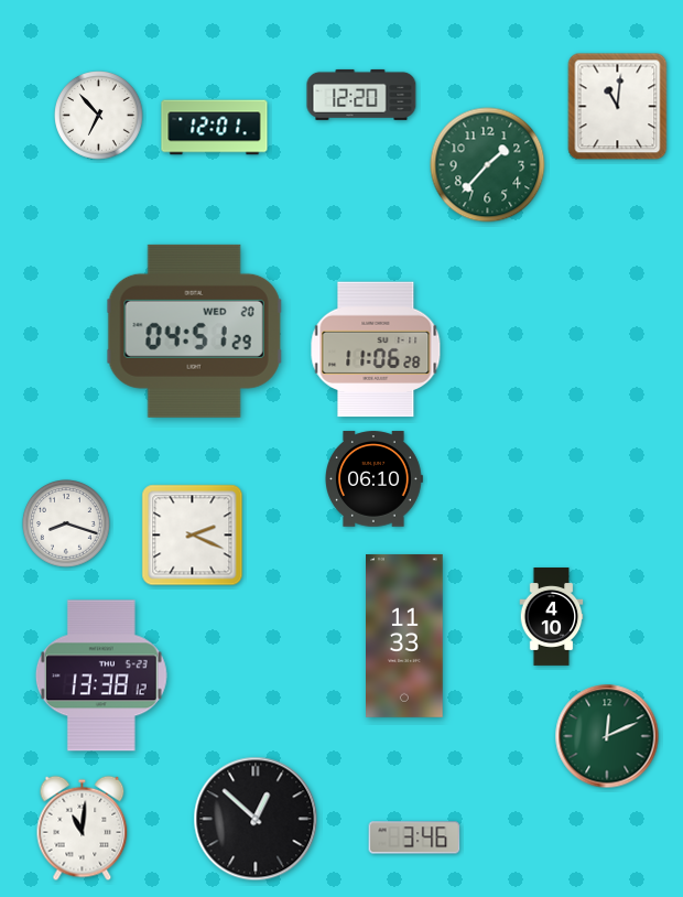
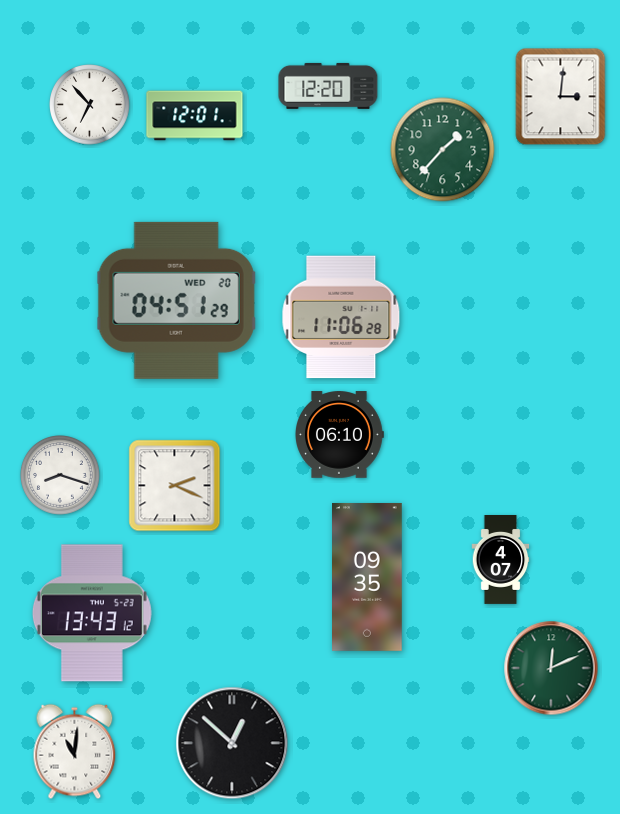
clock at (618, 107): 11:01 -> 3:01
clock at (552, 617): 4:10 -> 4:07
clock at (404, 636): 11:33 -> 09:35
clock at (101, 676): 13:38 -> 13:43
clock at (414, 837): 3:46 -> none
